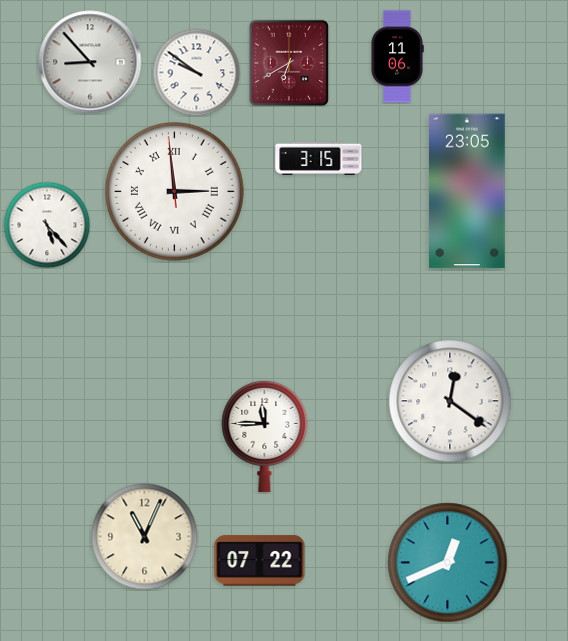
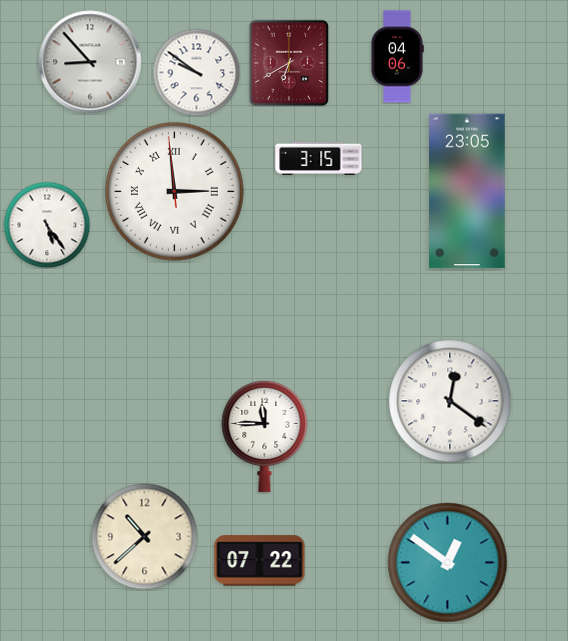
clock at (397, 57): 11:06 -> 04:06
clock at (47, 225): 5:23 -> 5:24
clock at (145, 537): 11:04 -> 10:38
clock at (448, 563): 12:41 -> 12:51
